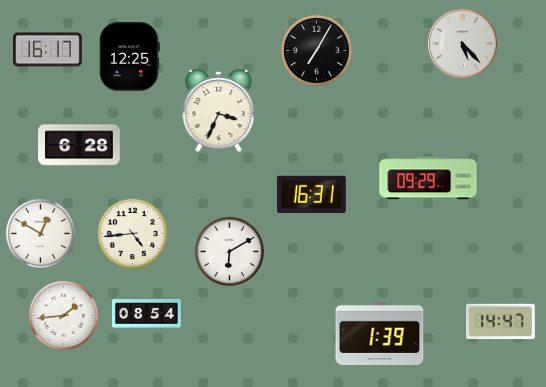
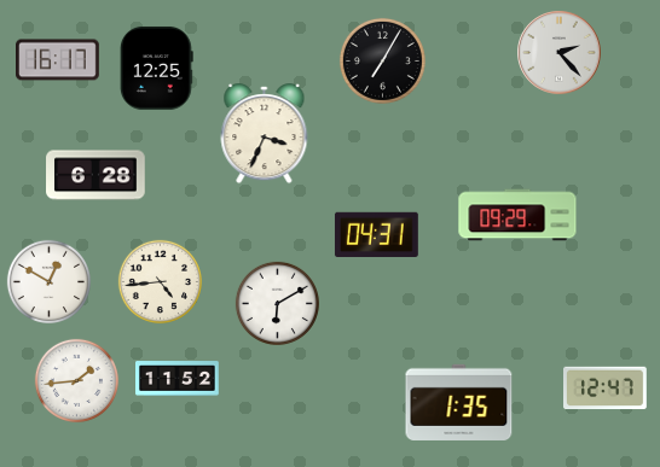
clock at (463, 44): 5:23 -> 2:23
clock at (311, 194): 16:31 -> 04:31
clock at (147, 314): 08:54 -> 11:52
clock at (501, 322): 14:47 -> 12:47
clock at (380, 333): 1:39 -> 1:35
